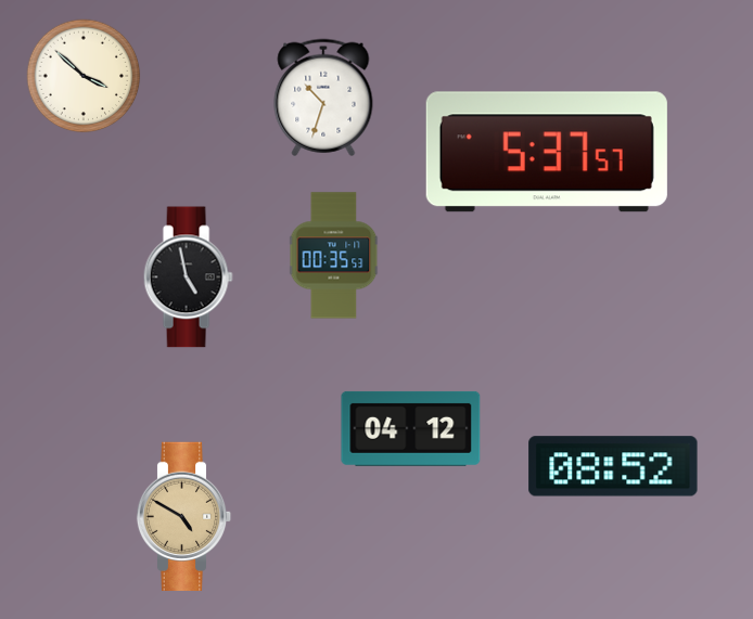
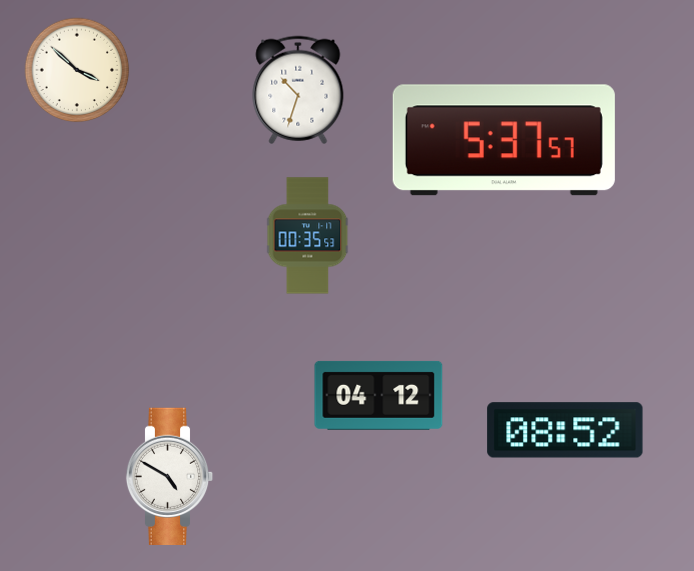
clock at (188, 278): 4:58 -> none
clock at (184, 516) dial: champagne -> white
